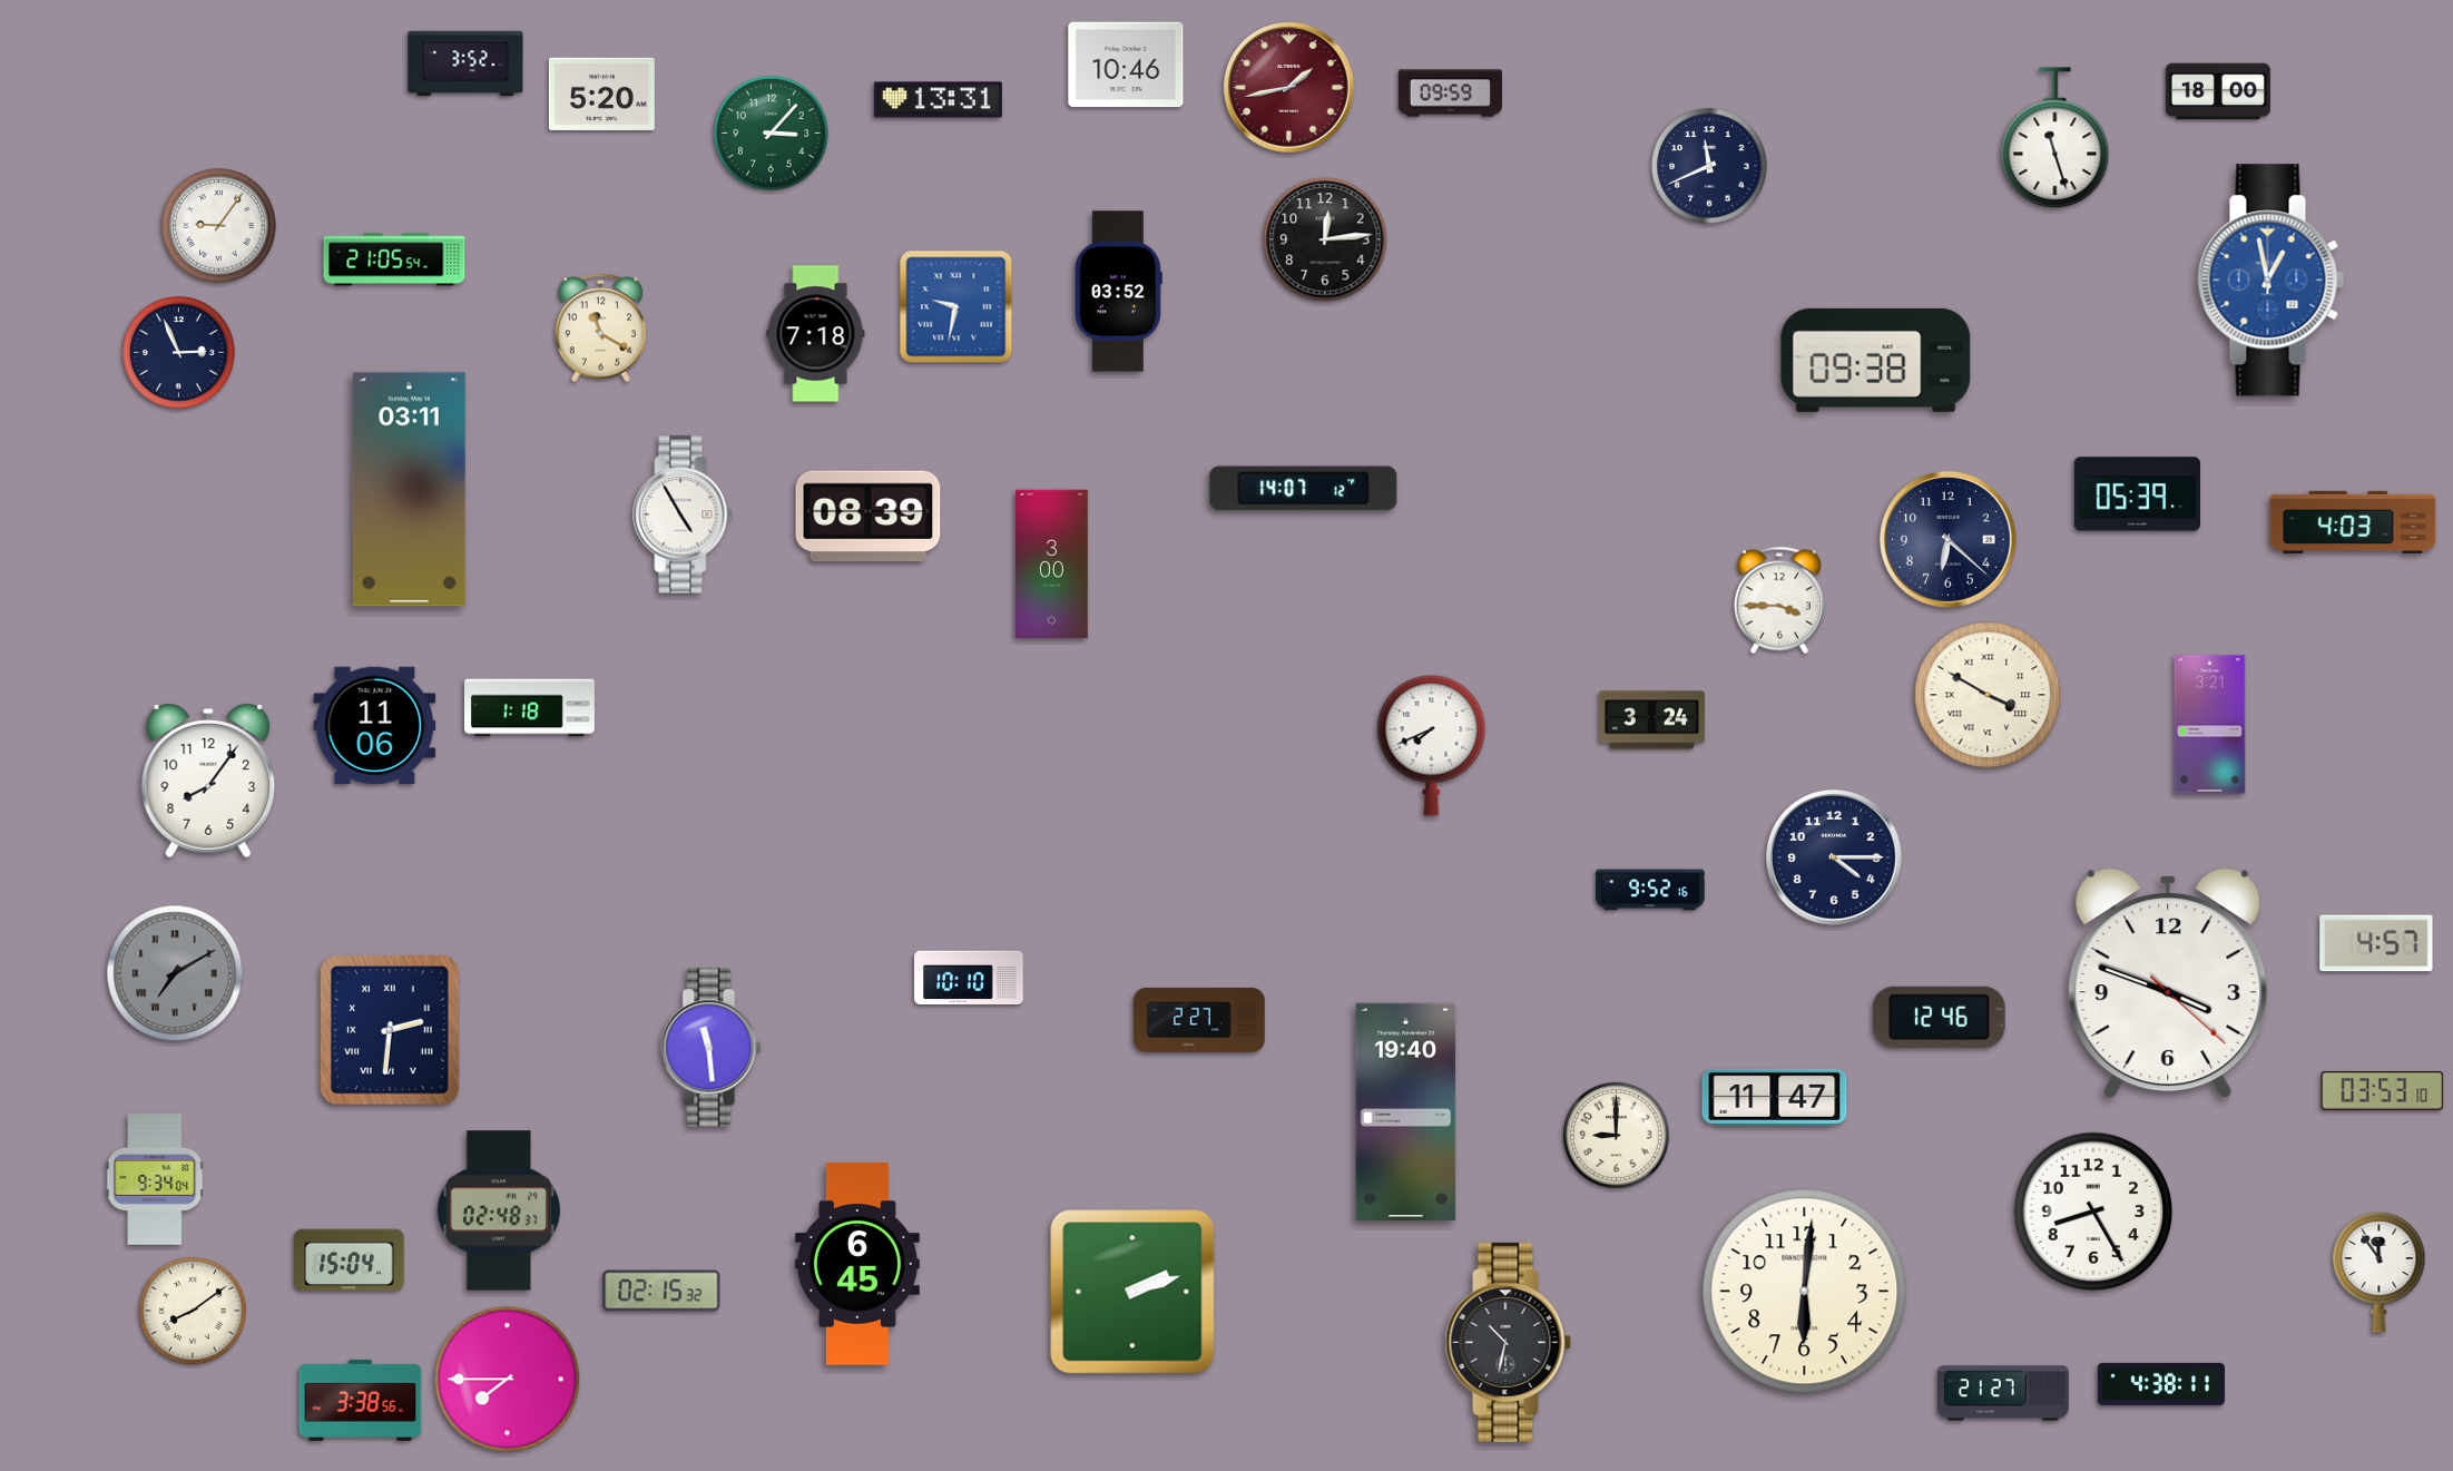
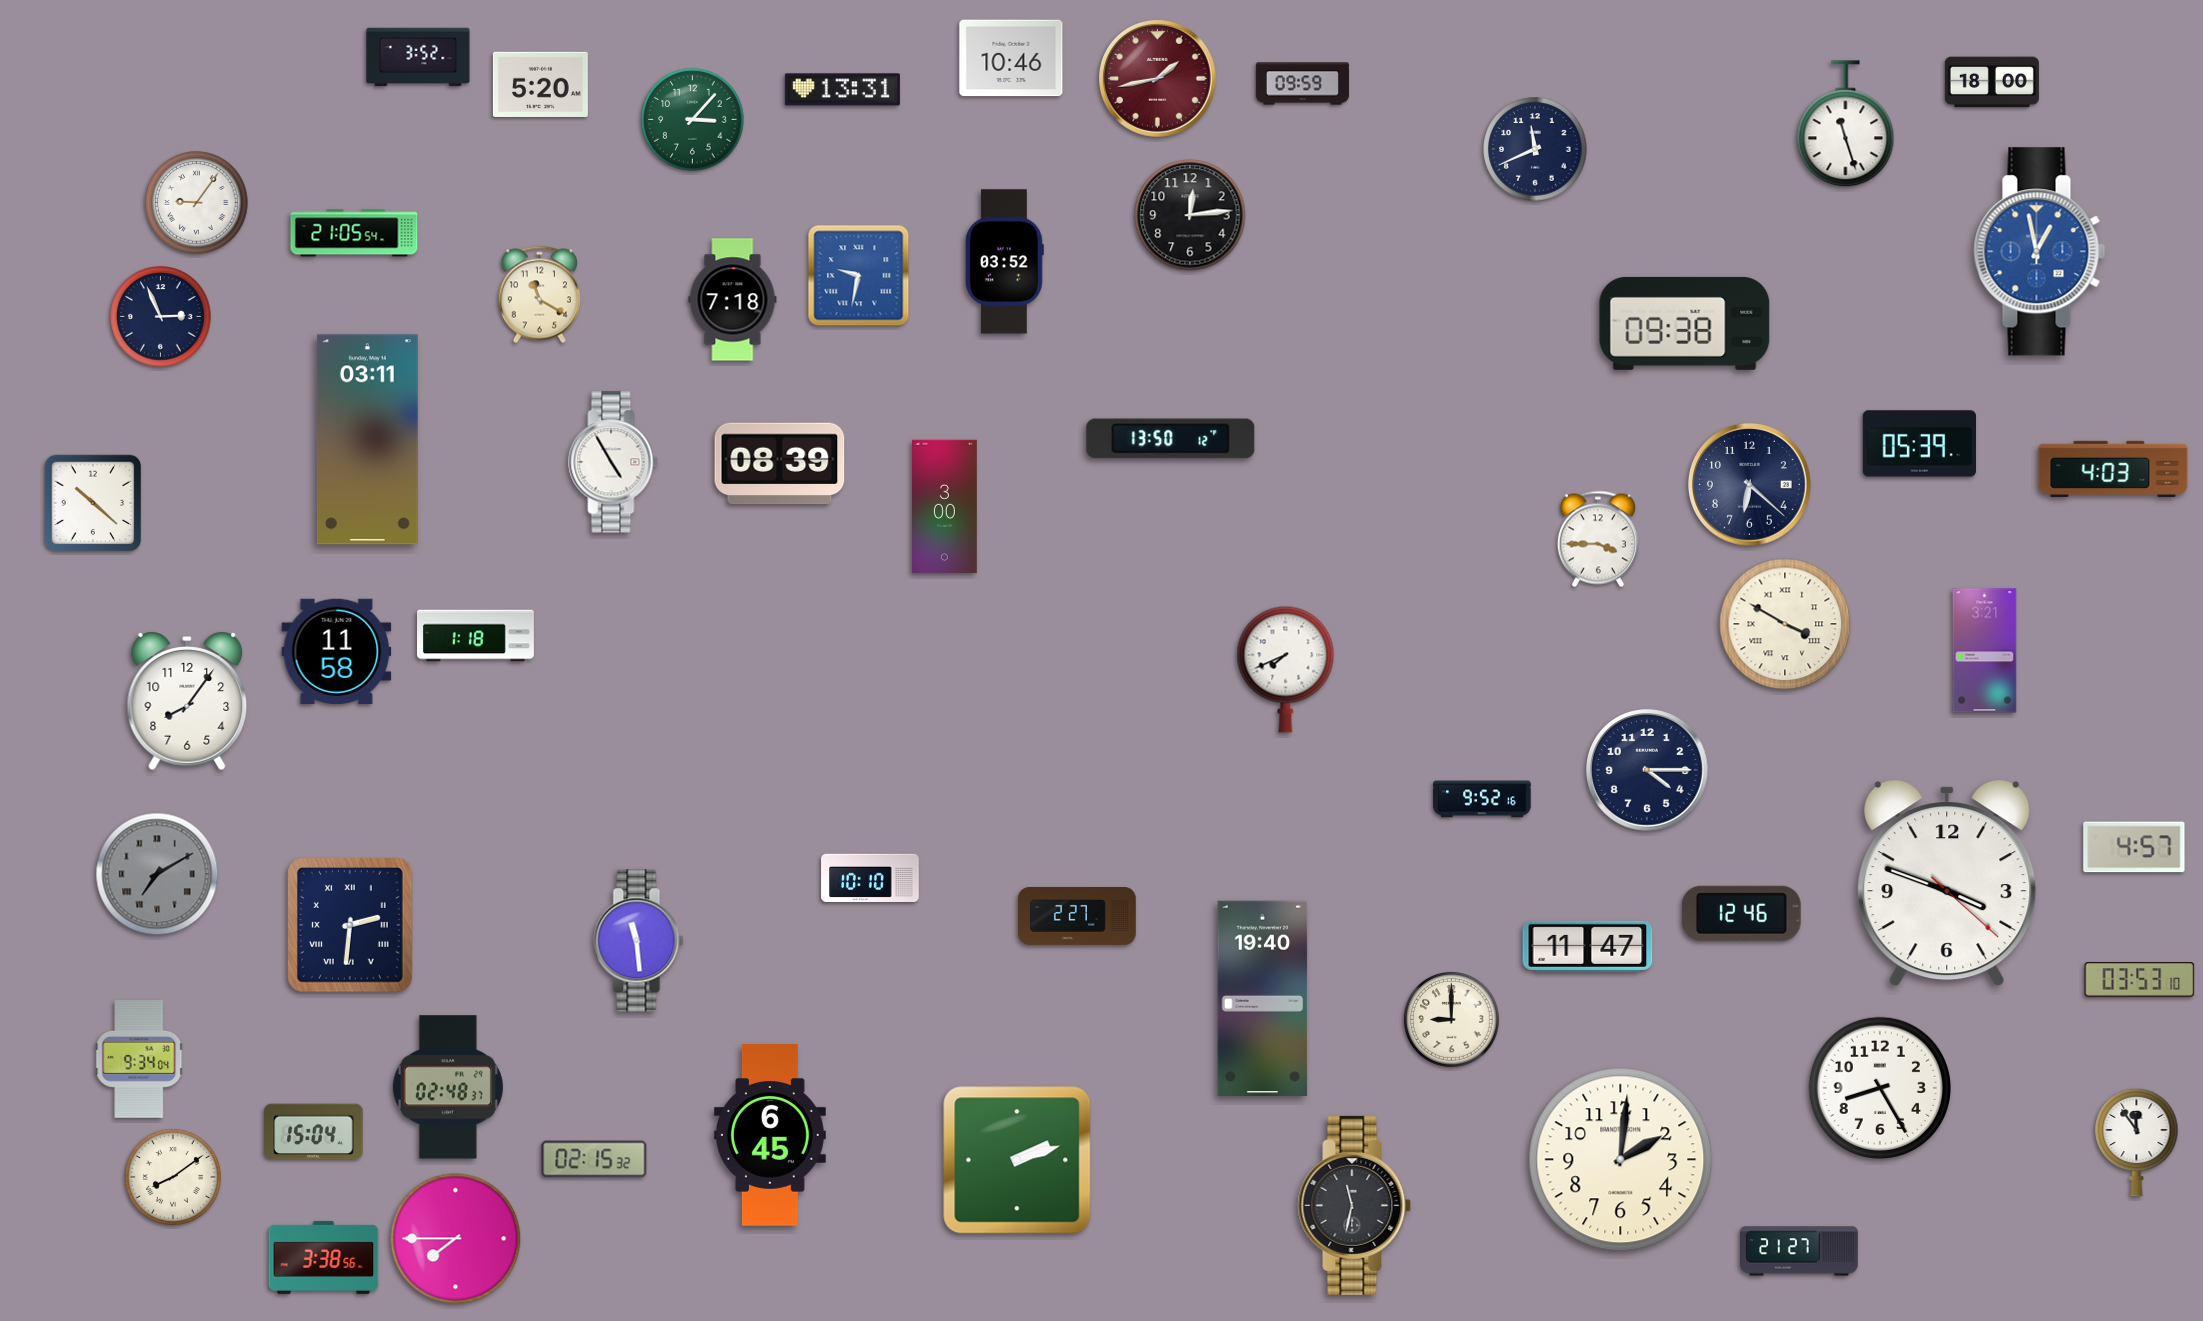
clock at (1304, 489): 14:07 -> 13:50
clock at (93, 503): none -> 10:22
clock at (1651, 720): 3:24 -> none
clock at (375, 725): 11:06 -> 11:58
clock at (1775, 1097) position: (1775, 1097) -> (1588, 946)
clock at (1805, 1292): 6:01 -> 2:01
clock at (1509, 1342): 10:32 -> 11:32
clock at (2161, 1384): 4:38 -> none
